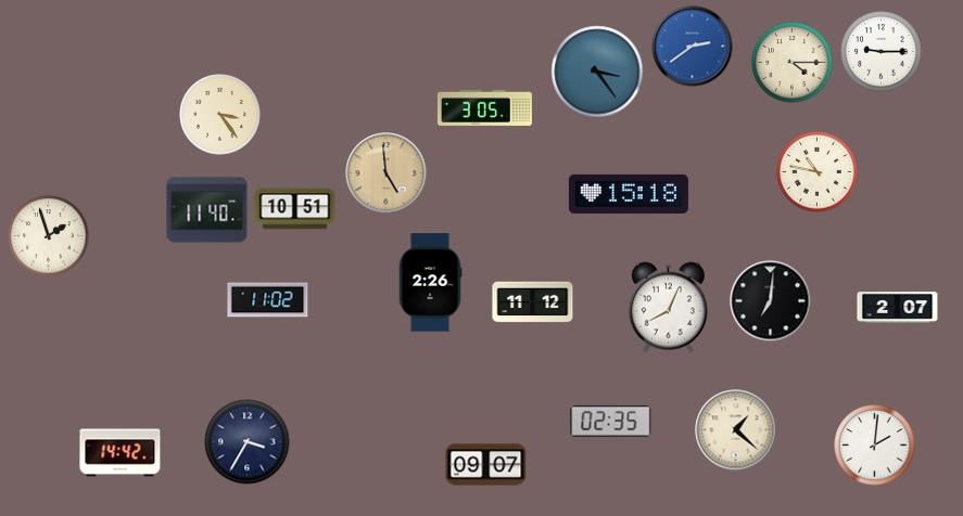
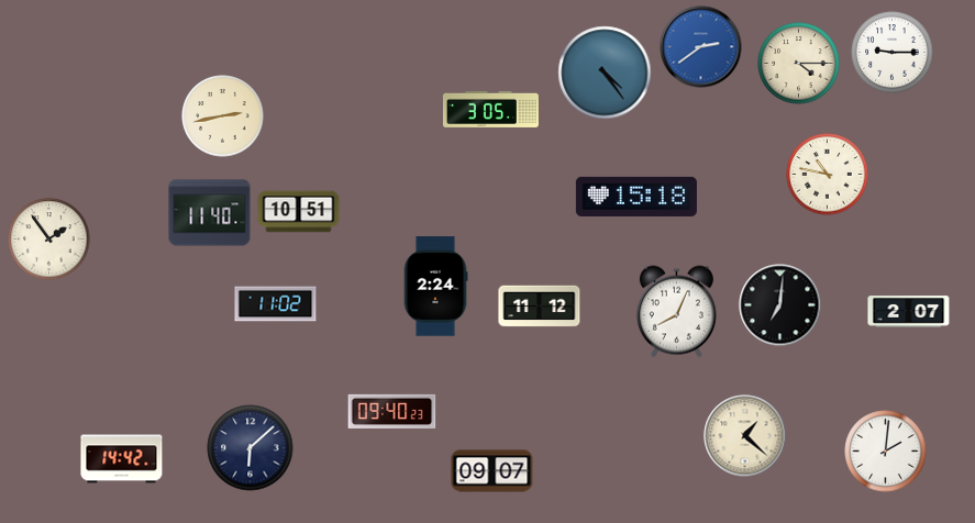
clock at (793, 63) position: (793, 63) -> (799, 64)
clock at (597, 72): 3:24 -> 4:24
clock at (220, 115): 3:24 -> 2:43
clock at (387, 173): 4:59 -> none
clock at (49, 236): 1:57 -> 1:54
clock at (430, 283): 2:26 -> 2:24
clock at (268, 300) position: (268, 300) -> (276, 304)
clock at (392, 411): none -> 09:40
clock at (611, 421): 02:35 -> none
clock at (248, 442): 3:35 -> 6:08
